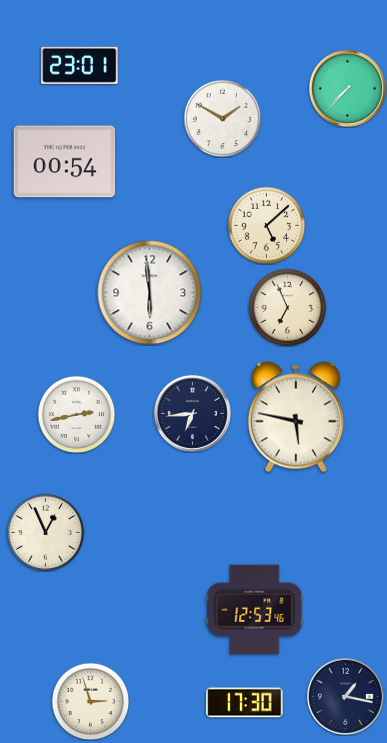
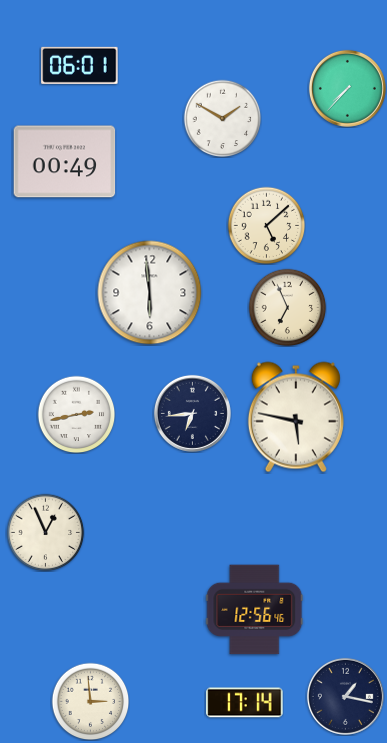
clock at (80, 65): 23:01 -> 06:01
clock at (65, 162): 00:54 -> 00:49
clock at (255, 610): 12:53 -> 12:56
clock at (90, 701): 2:57 -> 2:59
clock at (245, 703): 17:30 -> 17:14
